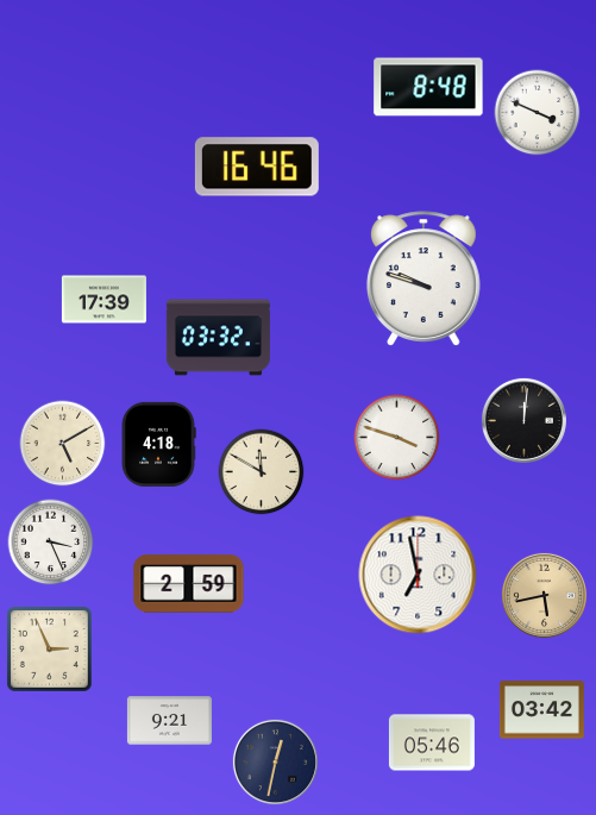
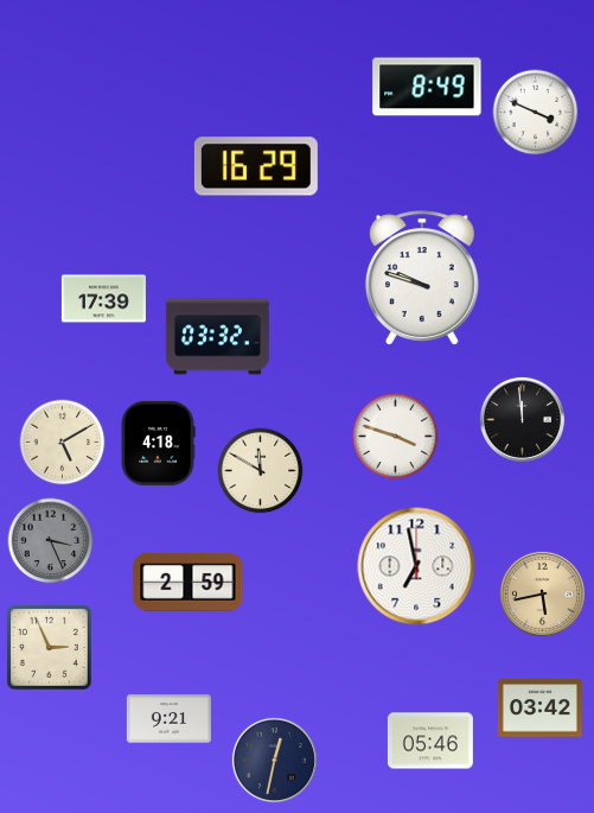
clock at (428, 87): 8:48 -> 8:49
clock at (257, 167): 16:46 -> 16:29
clock at (523, 420): 12:01 -> 11:59
clock at (51, 543) dial: white -> grey
clock at (418, 575) position: (418, 575) -> (416, 566)
